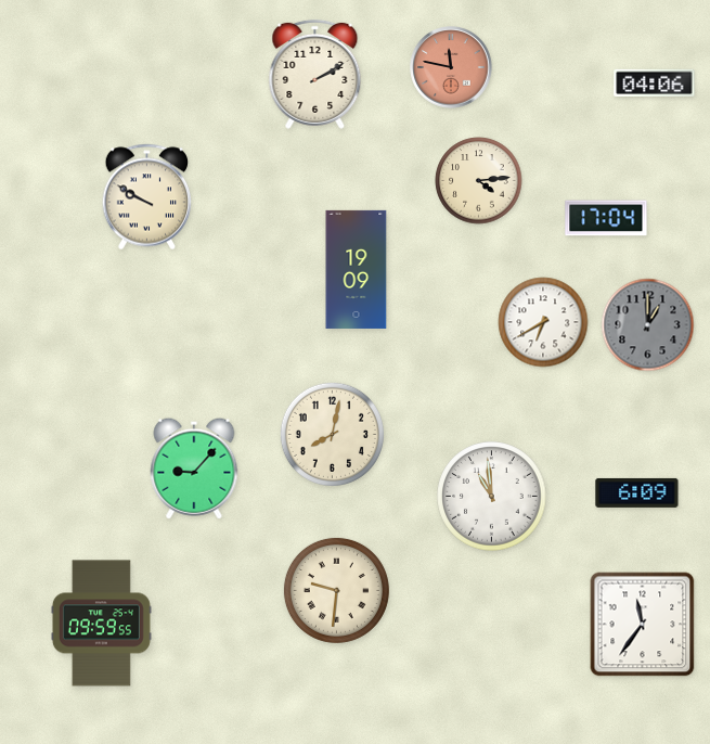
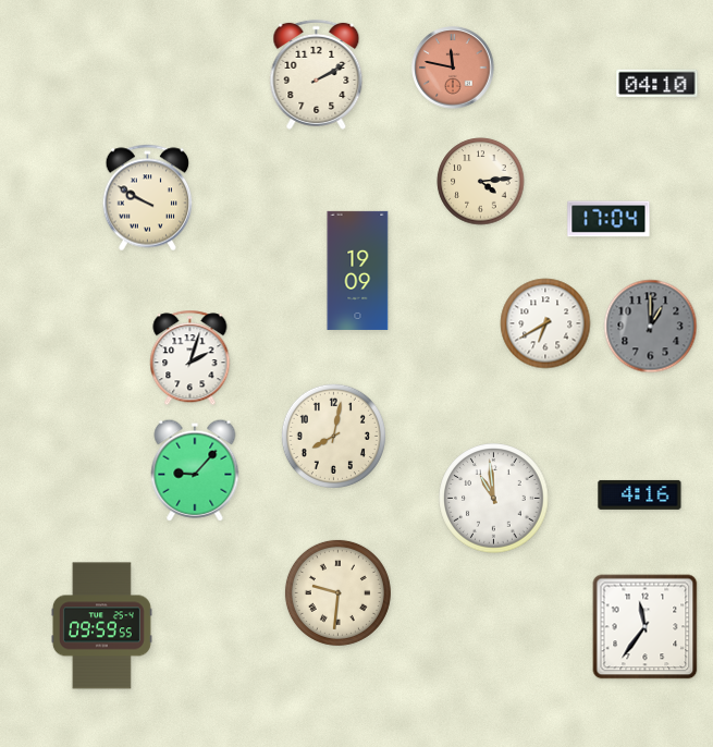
clock at (655, 82): 04:06 -> 04:10
clock at (190, 358): none -> 2:03
clock at (637, 492): 6:09 -> 4:16
